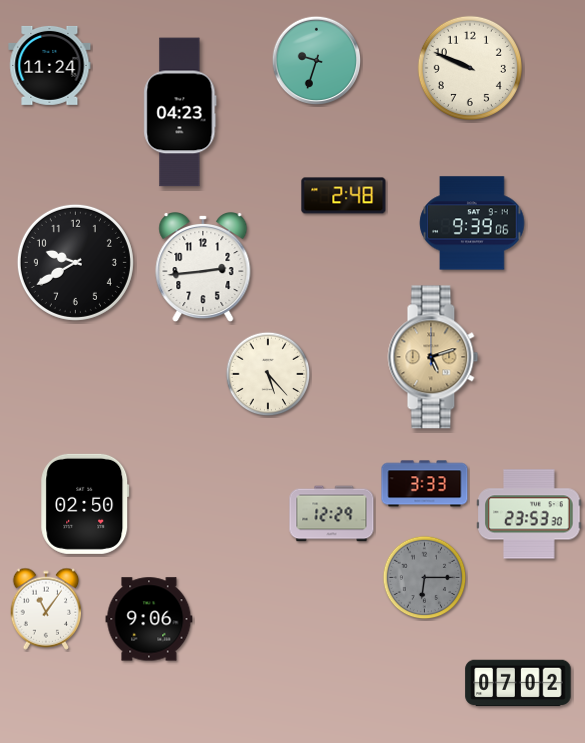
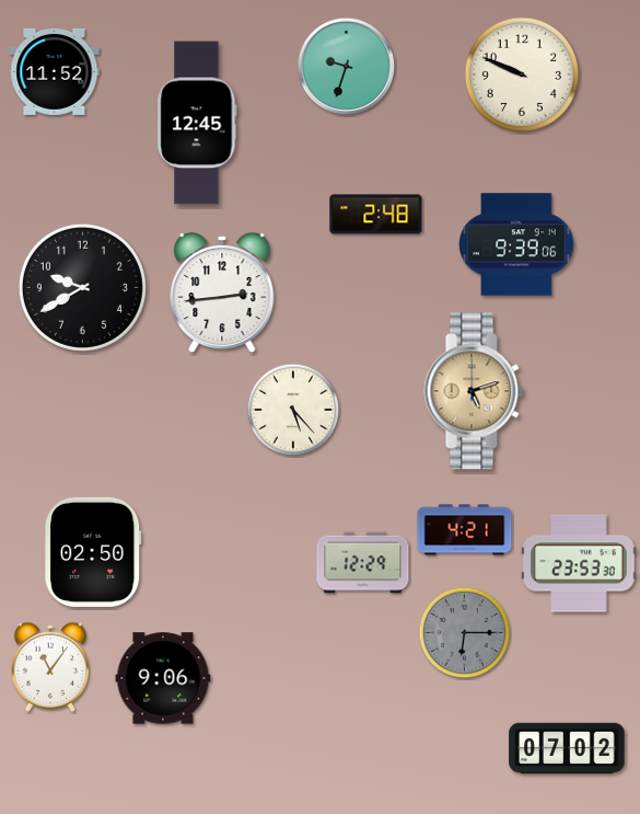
clock at (50, 65): 11:24 -> 11:52
clock at (470, 68) position: (470, 68) -> (522, 74)
clock at (180, 112): 04:23 -> 12:45
clock at (425, 484): 3:33 -> 4:21
